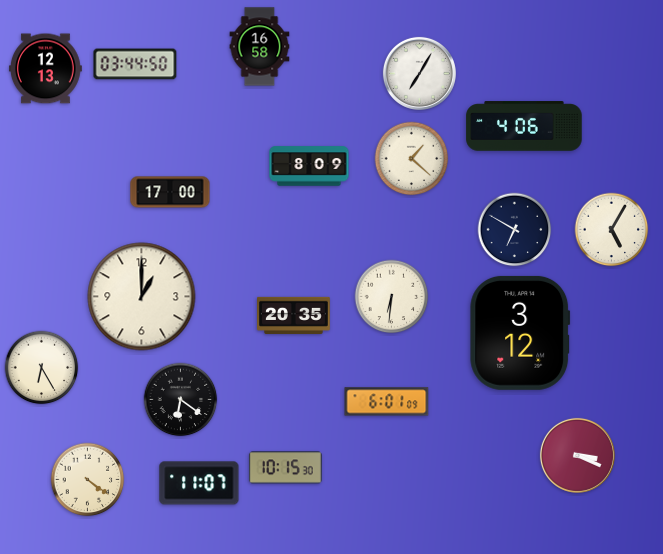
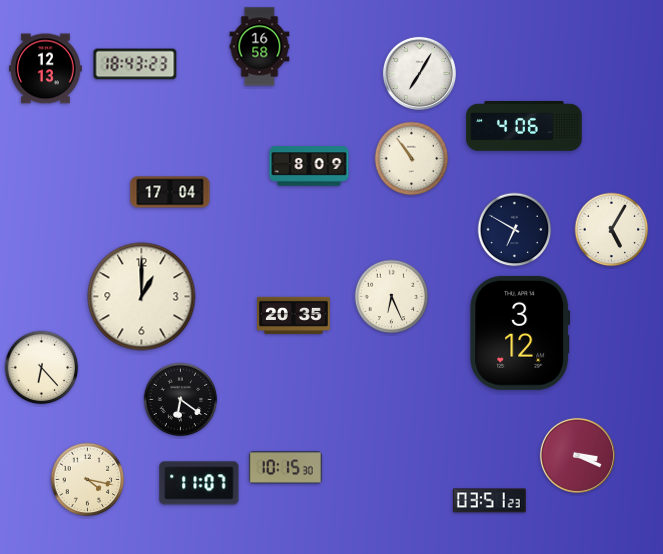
clock at (135, 64): 03:44 -> 18:43
clock at (412, 159): 1:22 -> 10:54
clock at (170, 192): 17:00 -> 17:04
clock at (392, 297): 6:31 -> 6:26
clock at (42, 368): 6:25 -> 6:23
clock at (387, 402): 6:01 -> none
clock at (88, 480): 4:21 -> 4:17
clock at (489, 501): none -> 03:51
